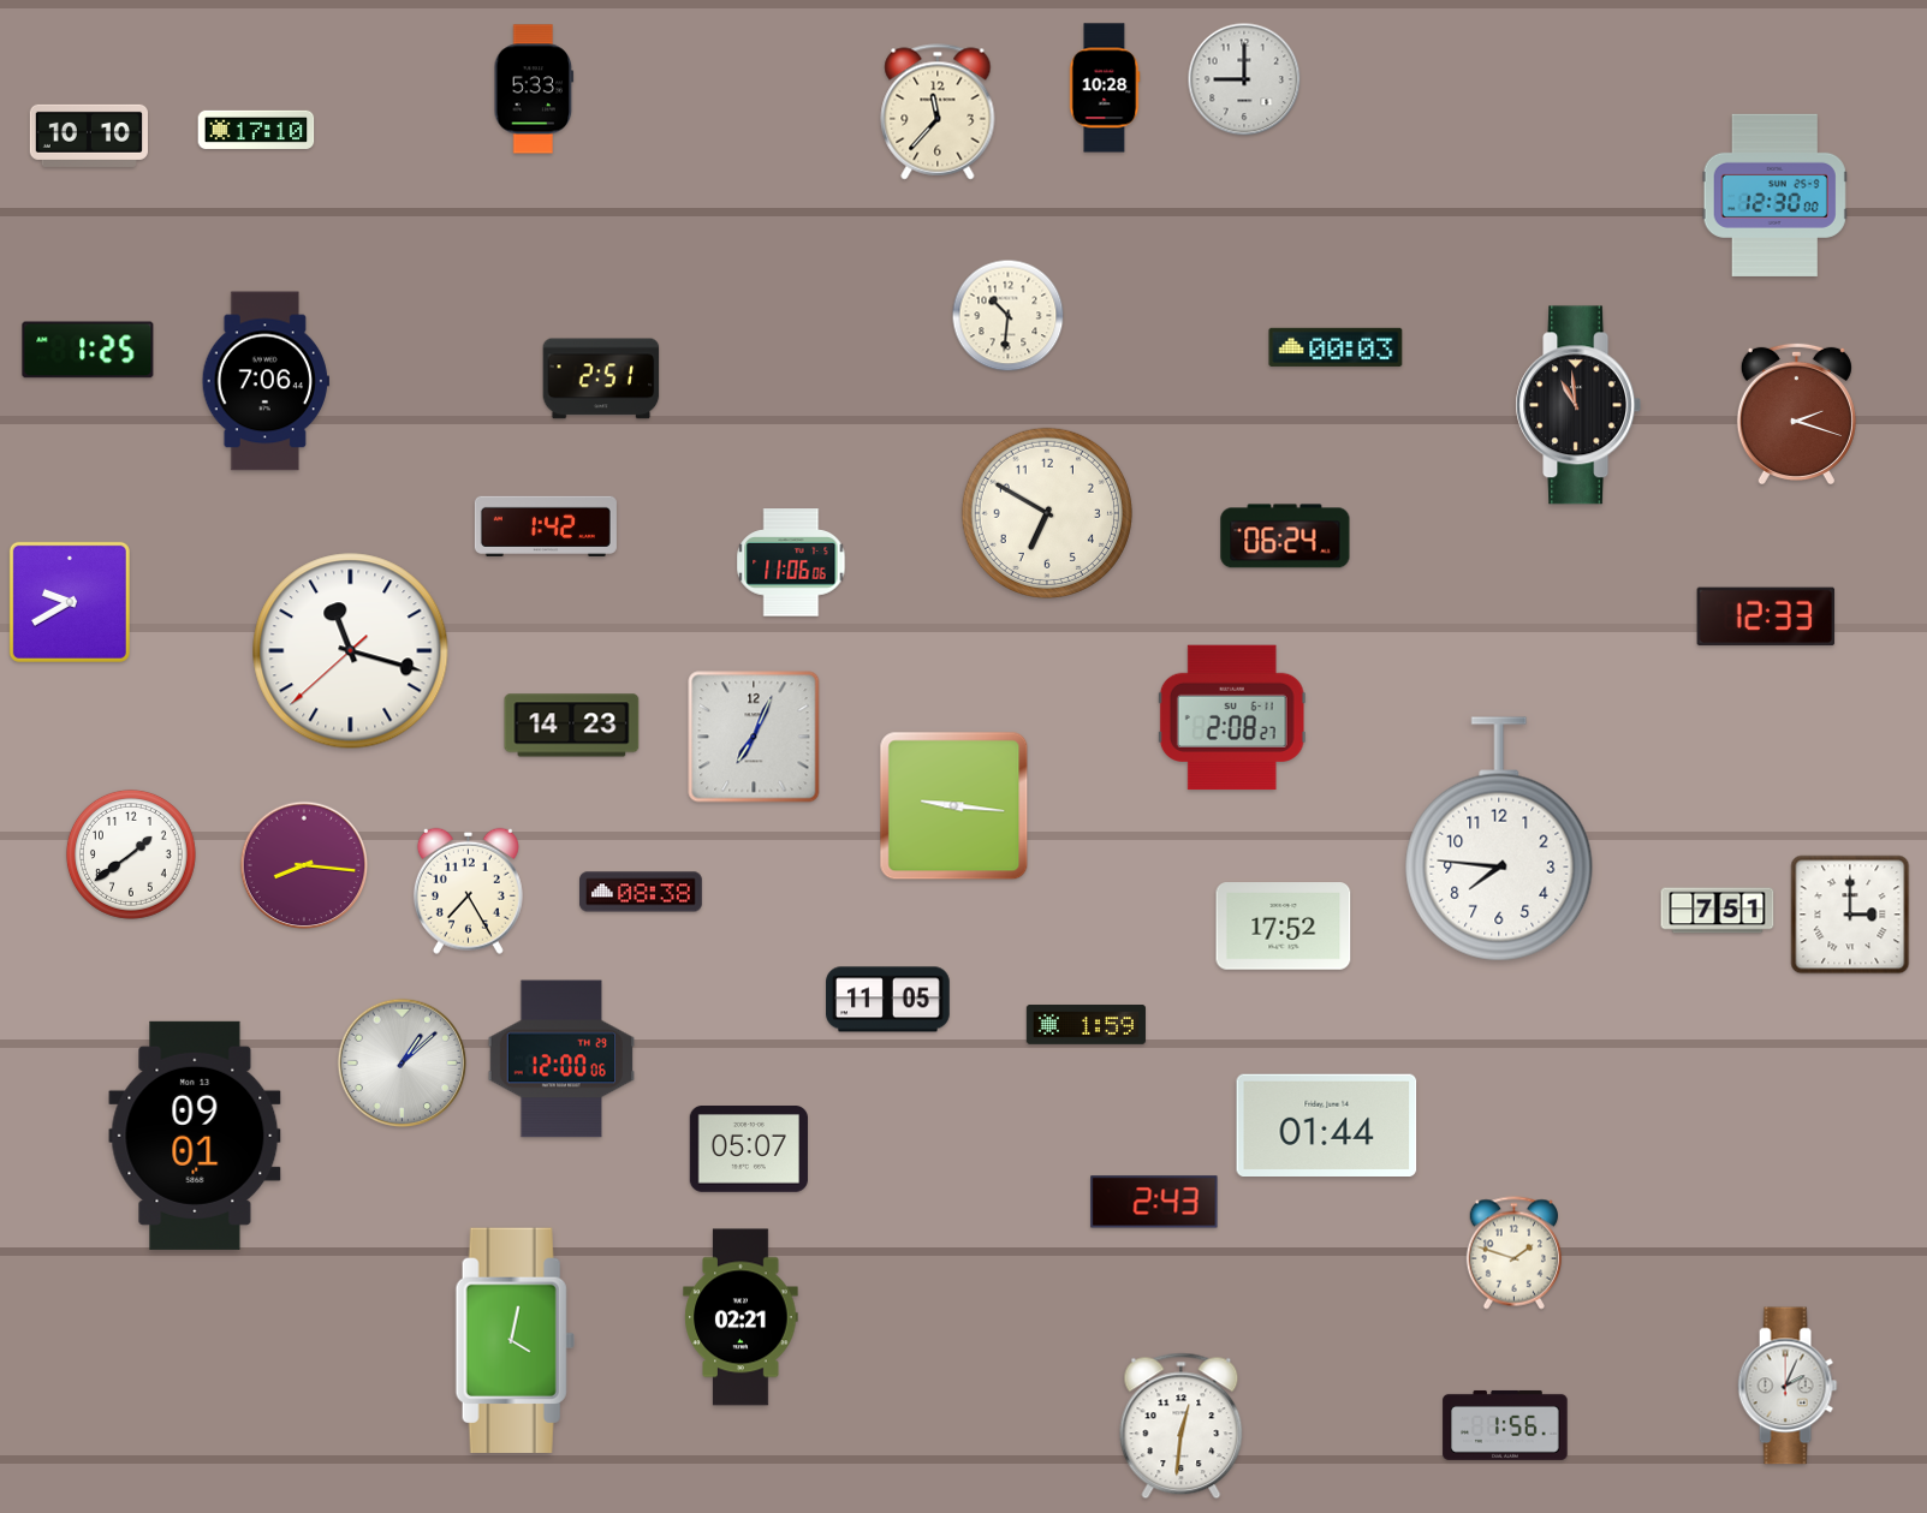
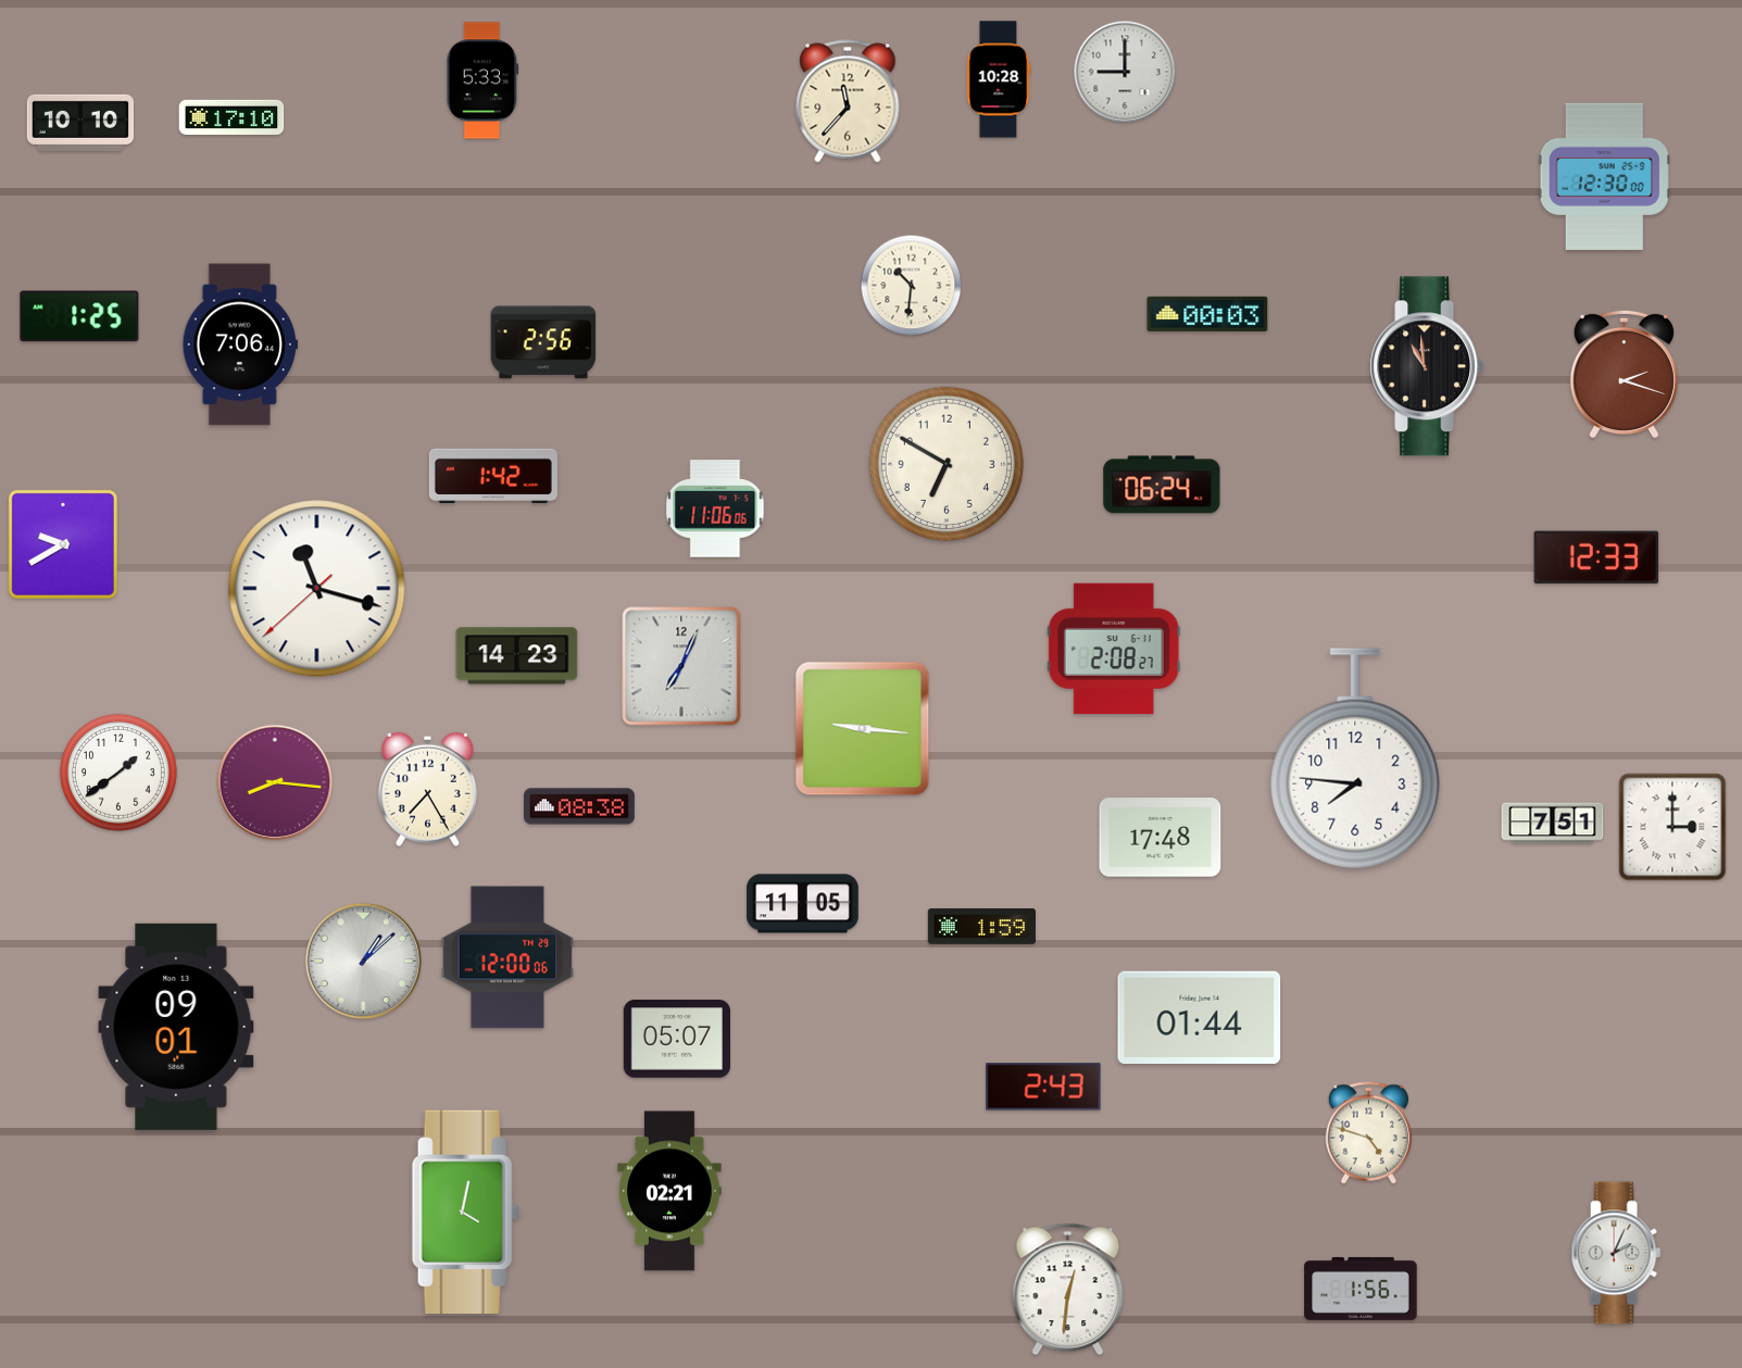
clock at (601, 379): 2:51 -> 2:56
clock at (468, 890) position: (468, 890) -> (427, 789)
clock at (1284, 927): 17:52 -> 17:48
clock at (1513, 1253): 1:48 -> 4:48
